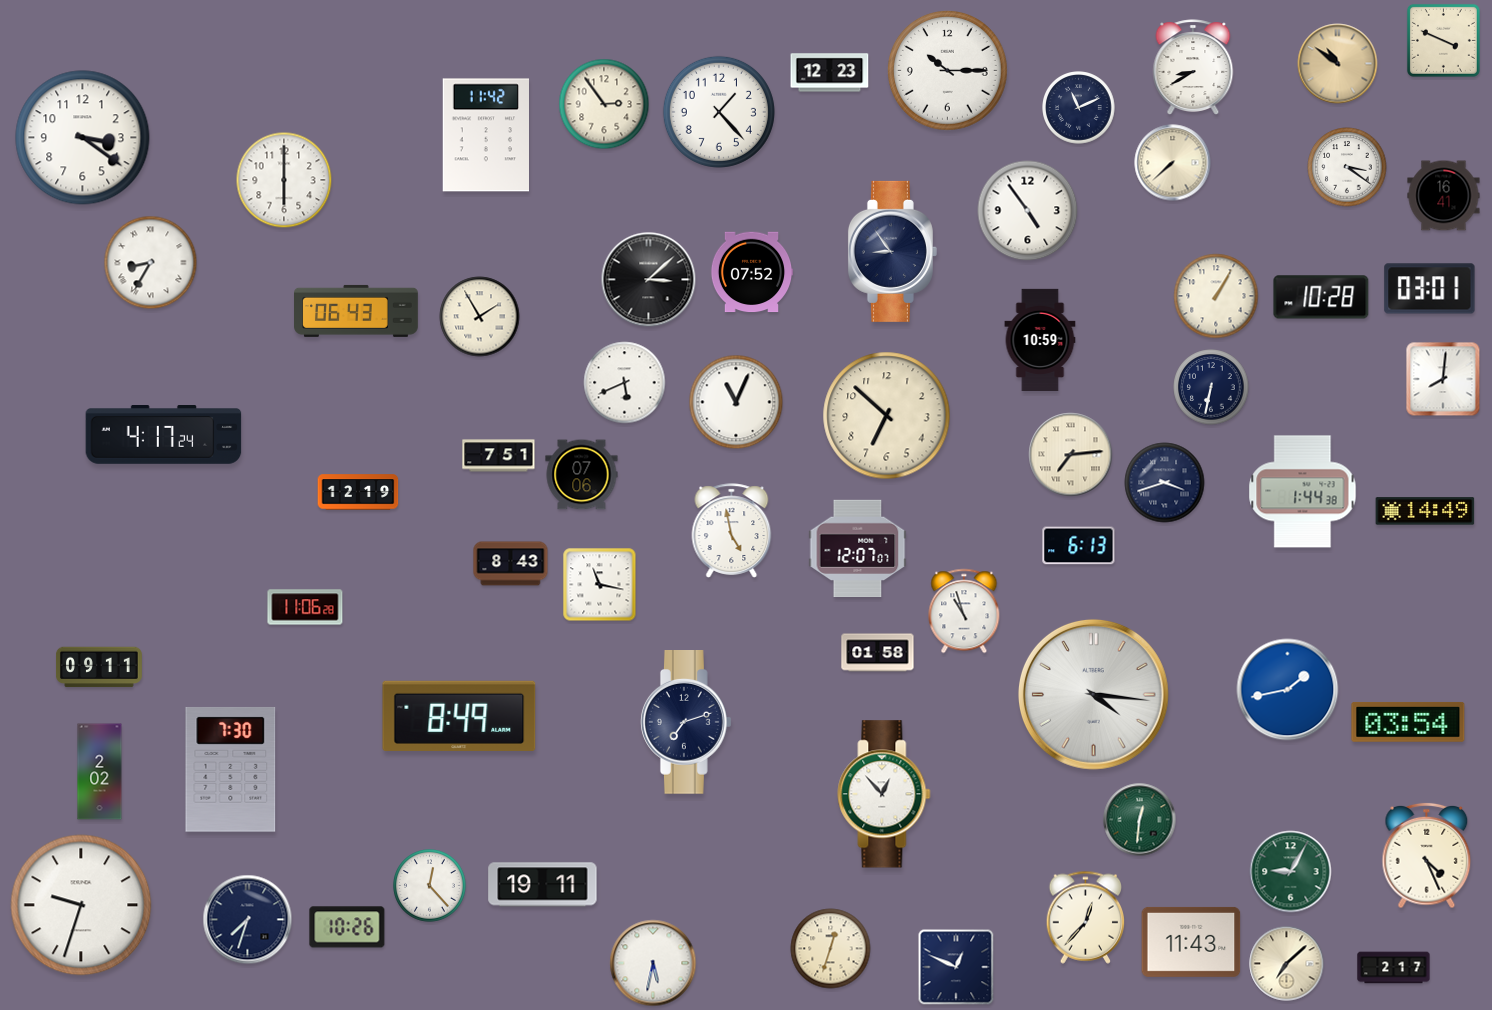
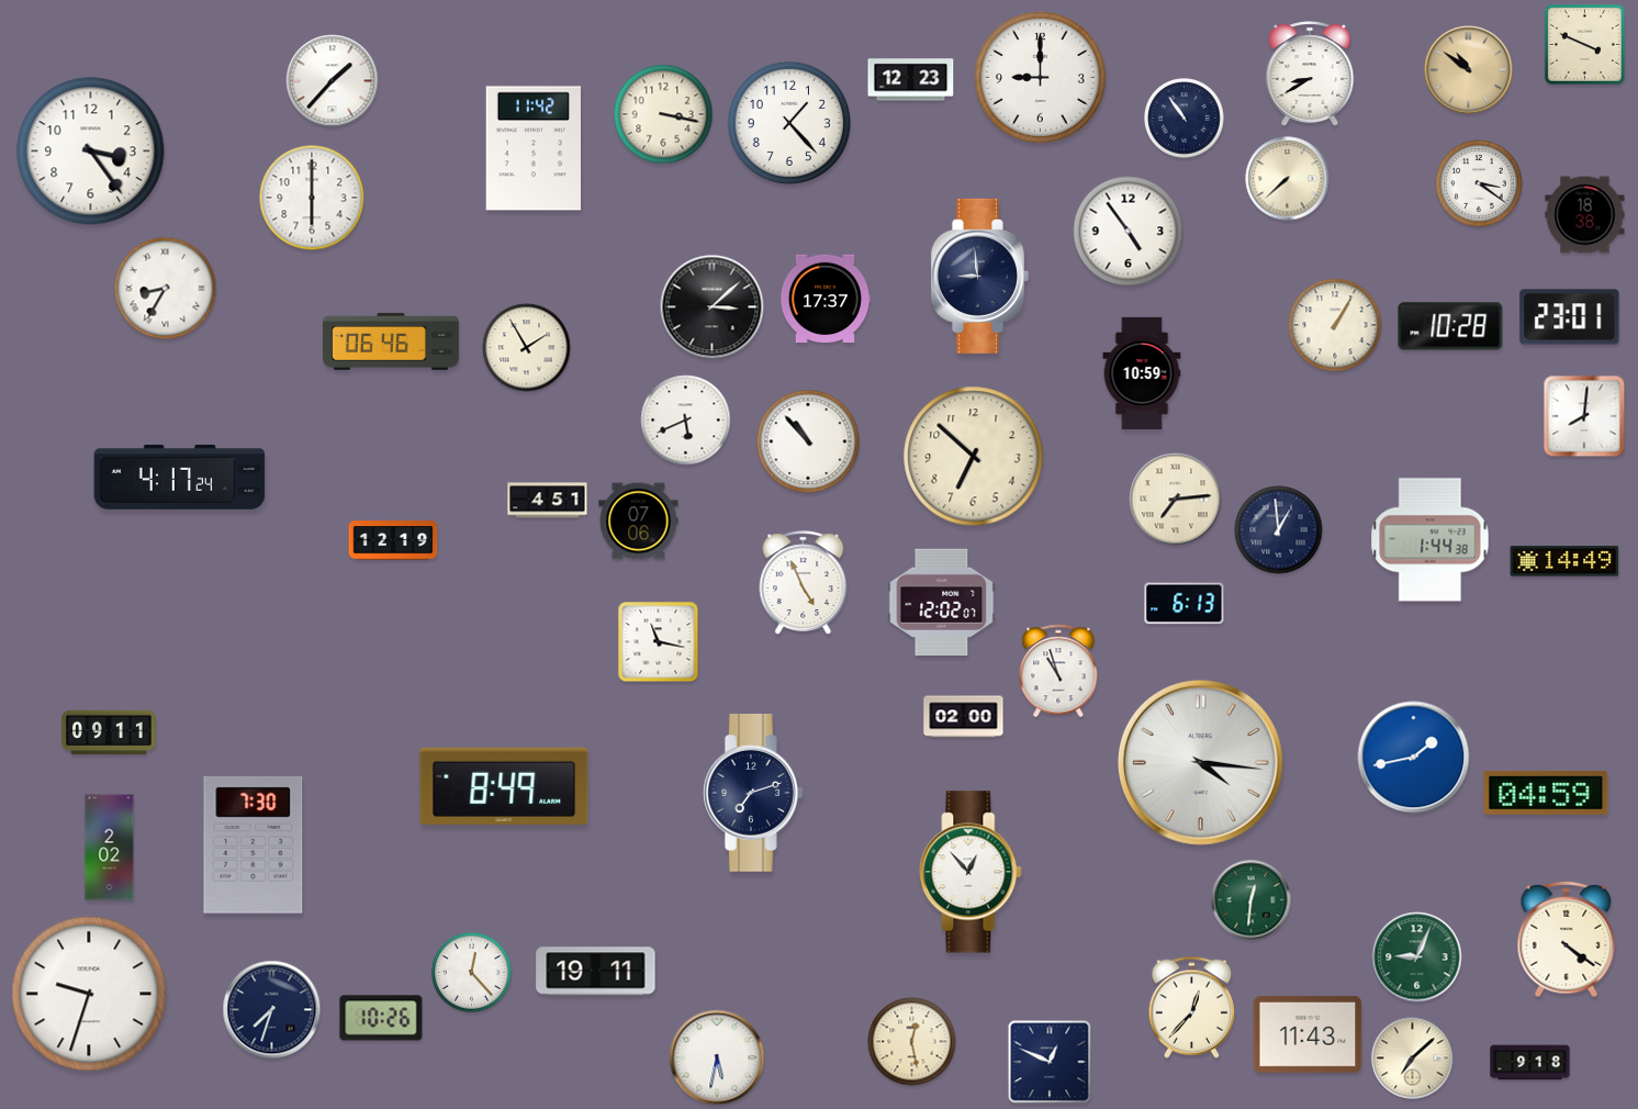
clock at (948, 71): 10:15 -> 9:00
clock at (333, 81): none -> 1:37
clock at (604, 104): 2:54 -> 3:17
clock at (1079, 108): 11:11 -> 10:54
clock at (83, 138): 3:21 -> 3:24
clock at (1444, 196): 16:41 -> 18:38
clock at (892, 251): 8:54 -> 8:59
clock at (752, 272): 07:52 -> 17:37
clock at (1430, 289): 03:01 -> 23:01
clock at (357, 311): 06:43 -> 06:46
clock at (1211, 387): 6:32 -> none
clock at (736, 402): 11:04 -> 10:53
clock at (499, 456): 7:51 -> 4:51
clock at (1165, 483): 3:42 -> 12:59
clock at (732, 531): 4:58 -> 4:56
clock at (1079, 546) position: (1079, 546) -> (1185, 604)
clock at (858, 548): 12:07 -> 12:02
clock at (511, 564): 8:43 -> none
clock at (305, 607): 11:06 -> none
clock at (878, 653): 01:58 -> 02:00
clock at (1408, 722): 03:54 -> 04:59
clock at (1427, 856): 4:26 -> 4:21
clock at (1291, 872): 9:05 -> 9:04
clock at (831, 949): 12:33 -> 12:28
clock at (1394, 968): 2:17 -> 9:18
